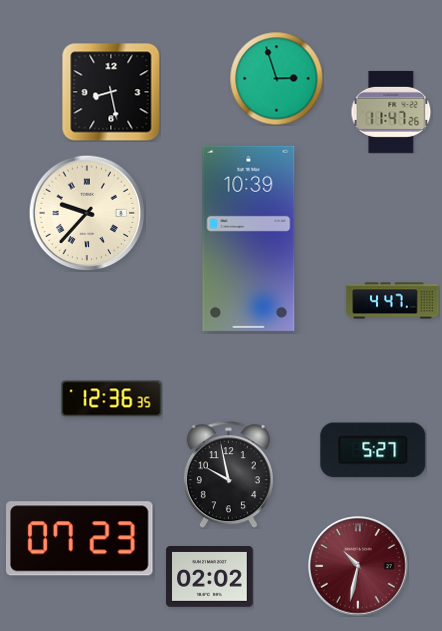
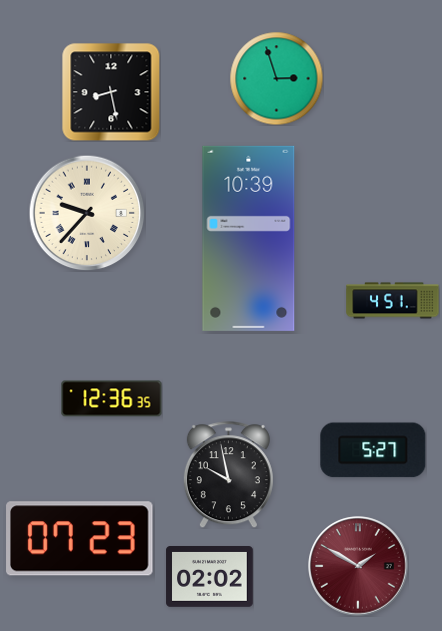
clock at (391, 112): 11:47 -> none
clock at (393, 301): 4:47 -> 4:51
clock at (358, 566): 10:32 -> 1:50
